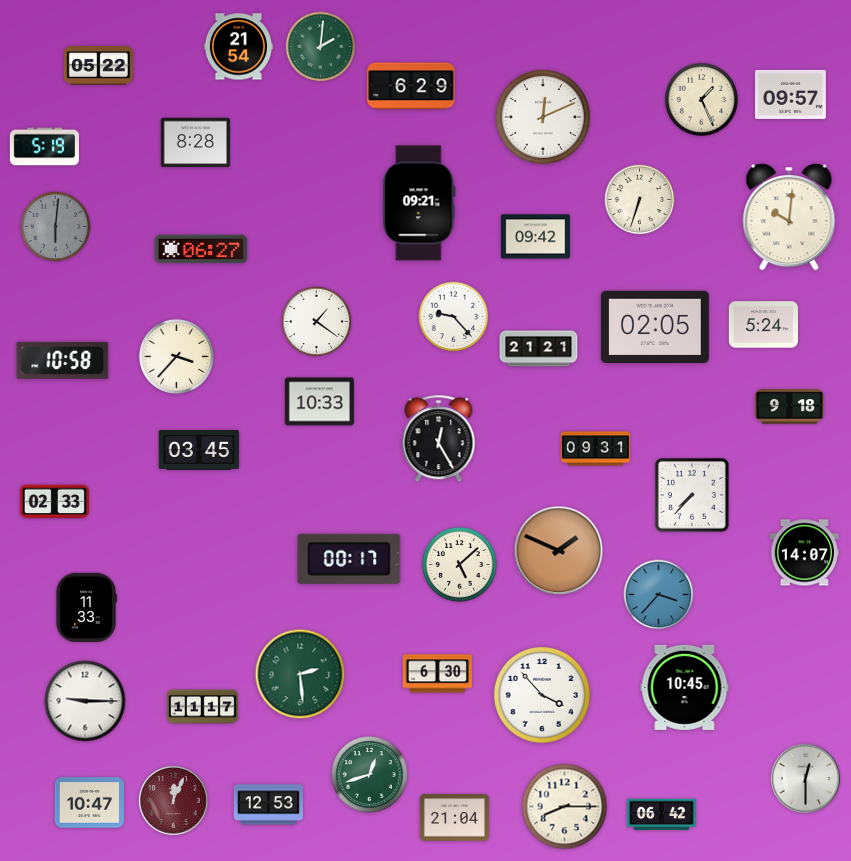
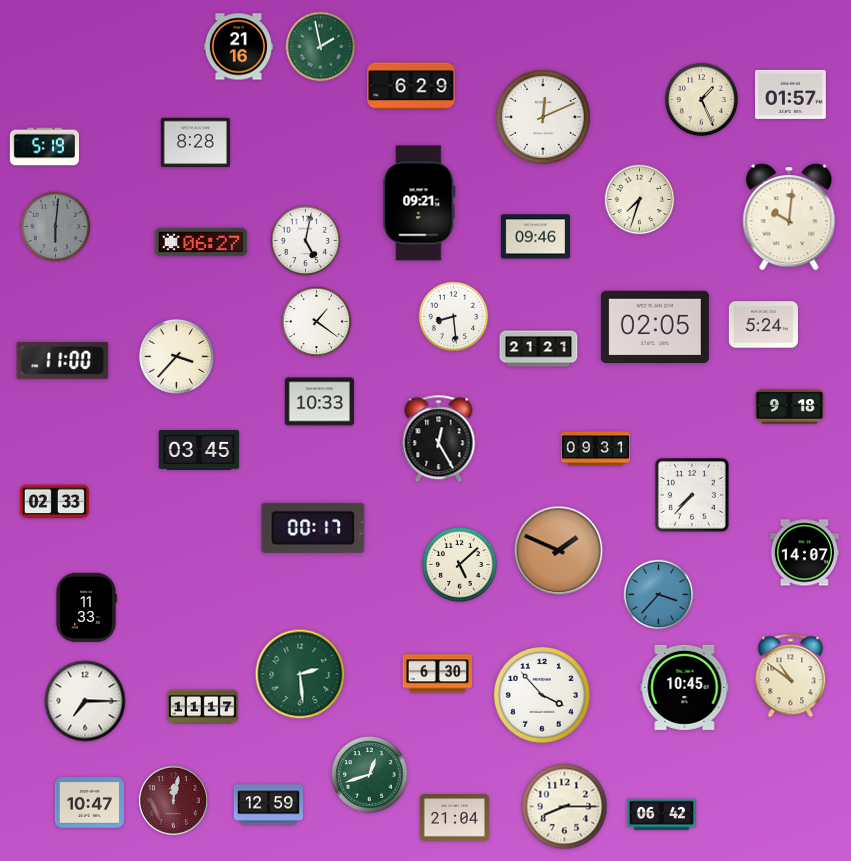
clock at (238, 47): 21:54 -> 21:16
clock at (321, 47): 2:01 -> 1:58
clock at (98, 66): 05:22 -> none
clock at (791, 94): 09:57 -> 01:57
clock at (640, 200): 6:33 -> 7:33
clock at (535, 237): 09:42 -> 09:46
clock at (306, 241): none -> 5:02
clock at (201, 249) position: (201, 249) -> (201, 242)
clock at (454, 317): 9:23 -> 8:29
clock at (63, 360): 10:58 -> 11:00
clock at (349, 559) position: (349, 559) -> (313, 528)
clock at (791, 676): none -> 10:51
clock at (85, 701): 9:15 -> 7:15
clock at (805, 778): 12:30 -> none
clock at (173, 800): 12:04 -> 12:02
clock at (268, 805): 12:53 -> 12:59
